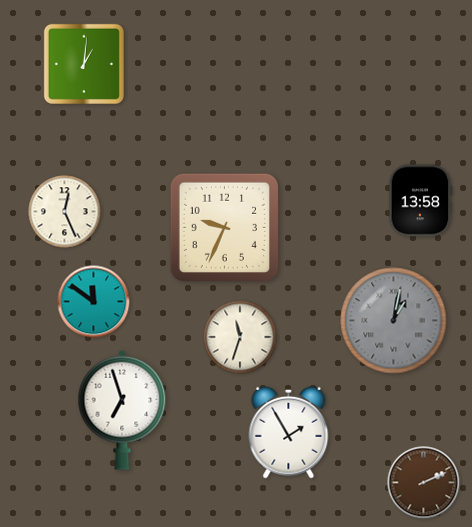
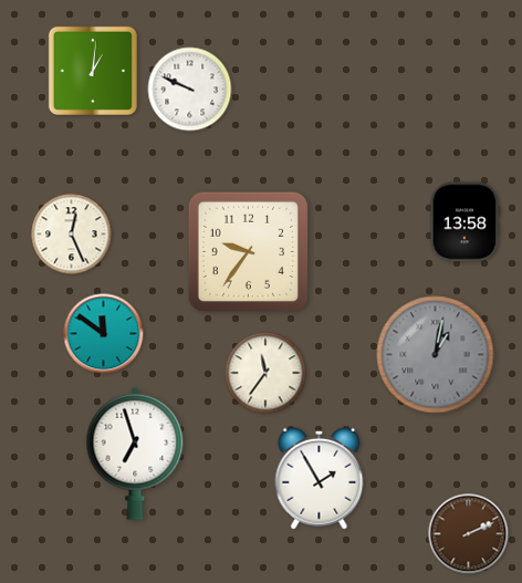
clock at (190, 90): none -> 9:49
clock at (224, 227): 9:34 -> 9:36
clock at (240, 337): 11:33 -> 11:36
